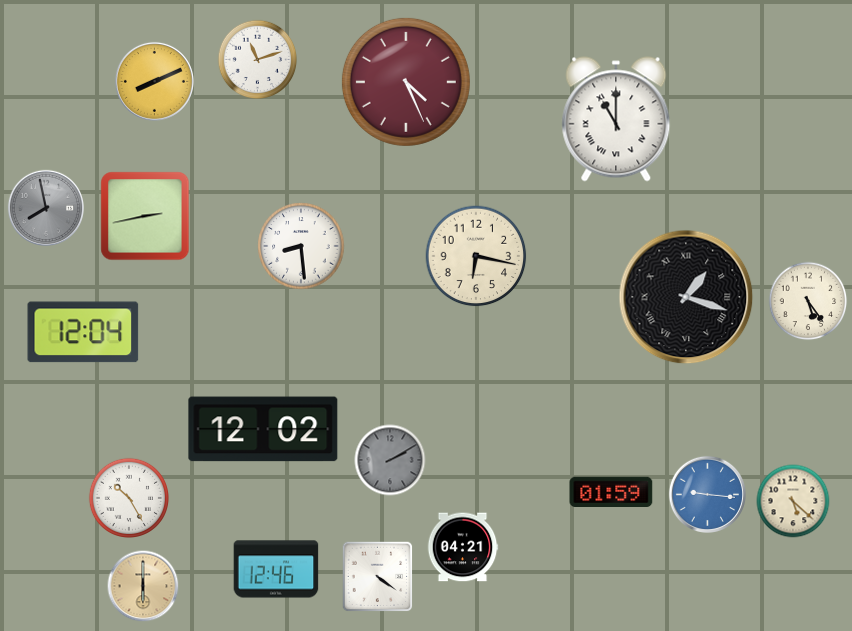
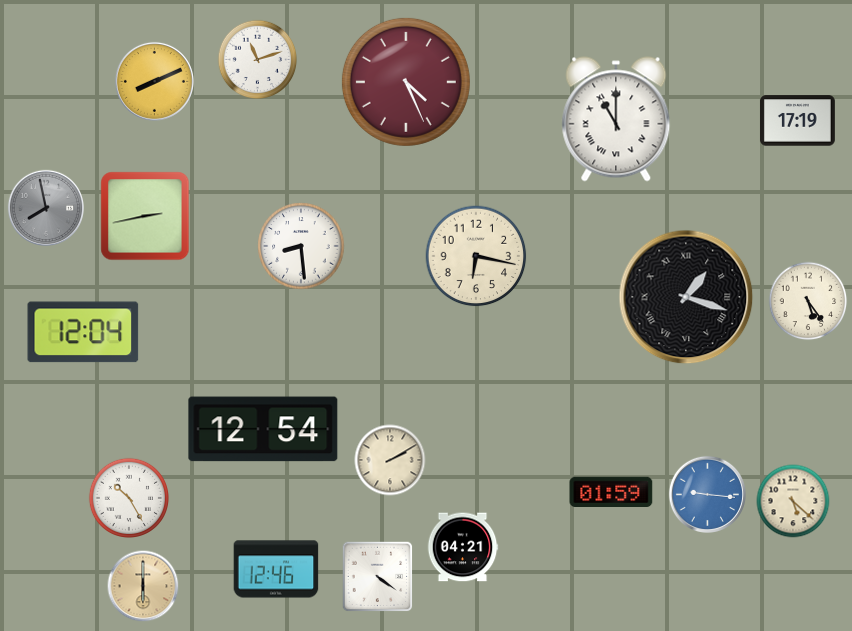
clock at (797, 121): none -> 17:19
clock at (263, 429): 12:02 -> 12:54
clock at (390, 460) dial: grey -> cream
